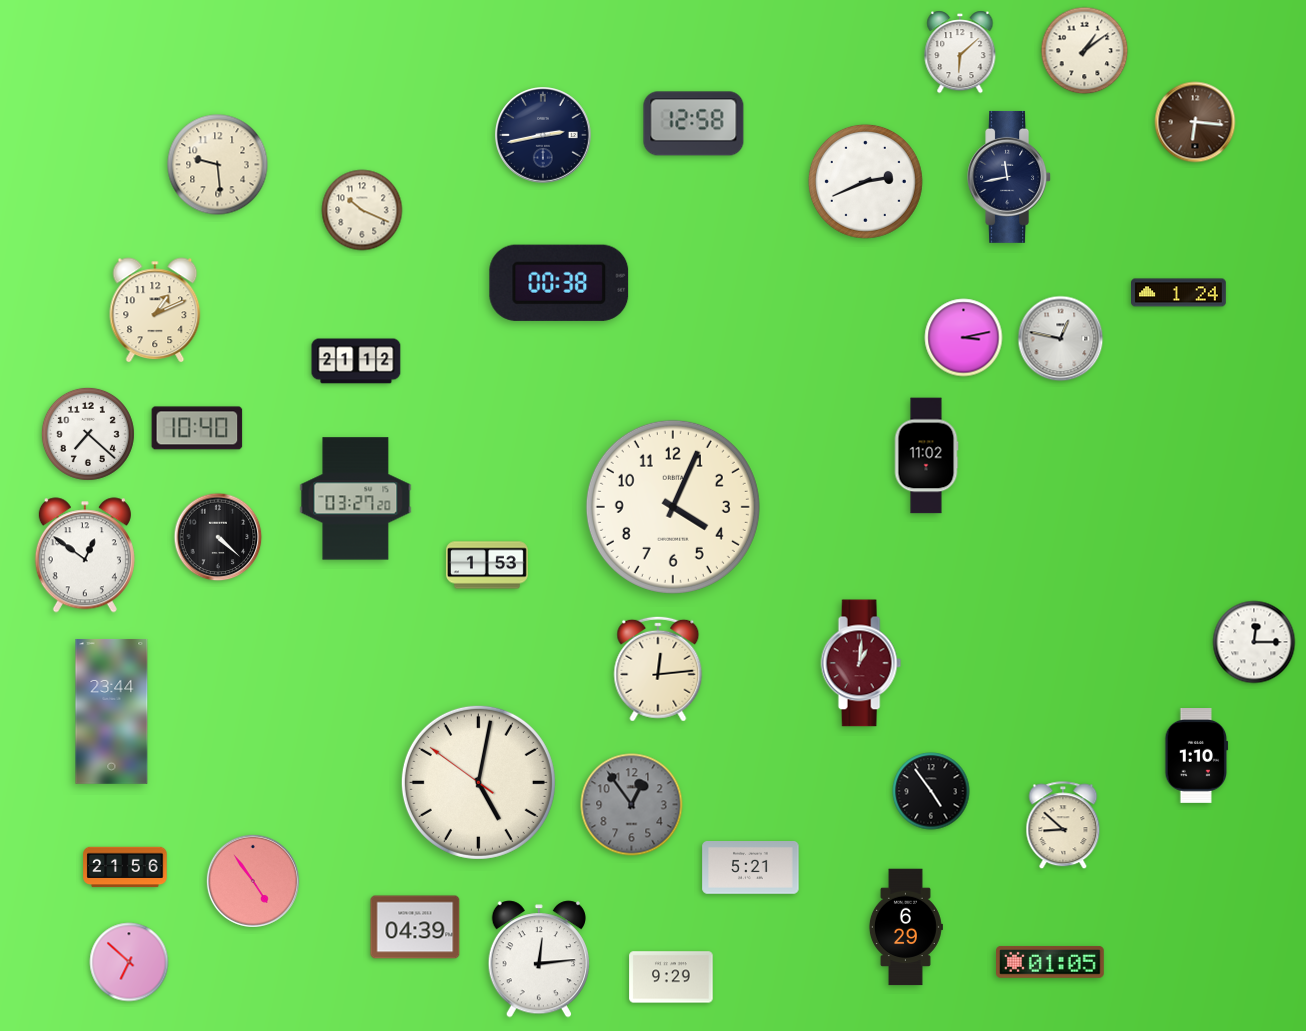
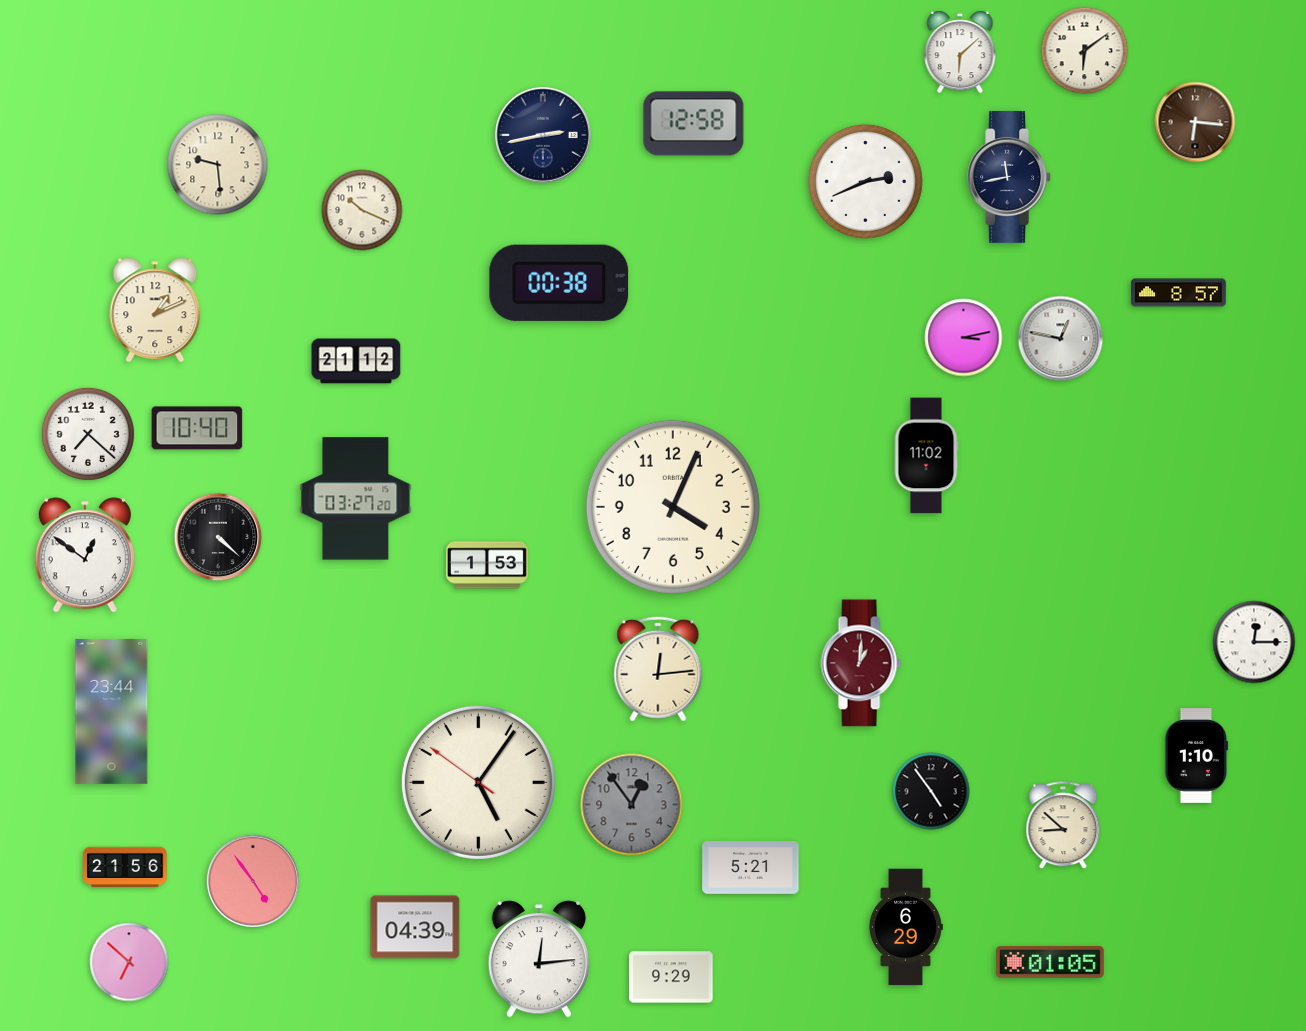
clock at (1085, 51): 1:09 -> 6:09
clock at (1179, 293): 1:24 -> 8:57
clock at (478, 782): 5:01 -> 5:05
